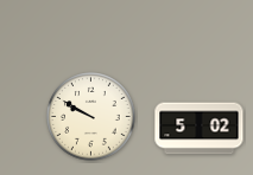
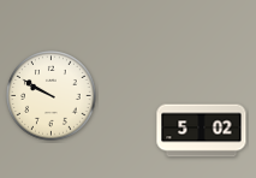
clock at (91, 117) position: (91, 117) -> (52, 96)
